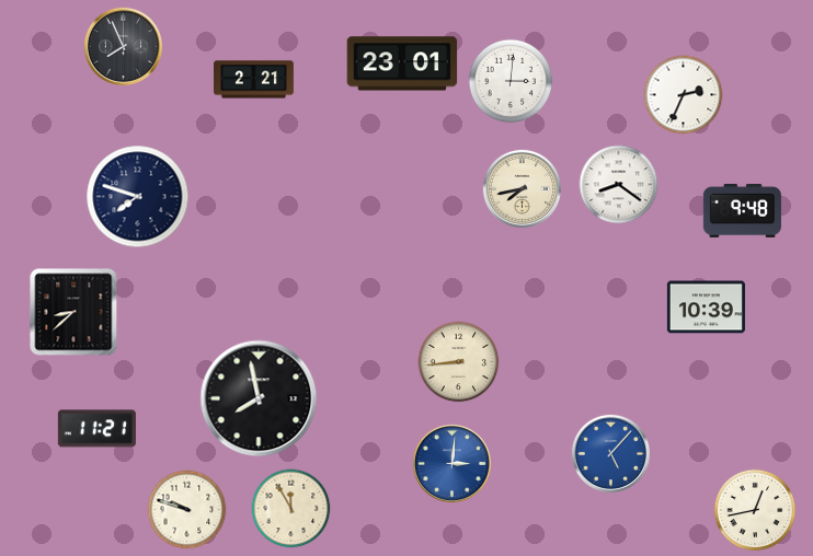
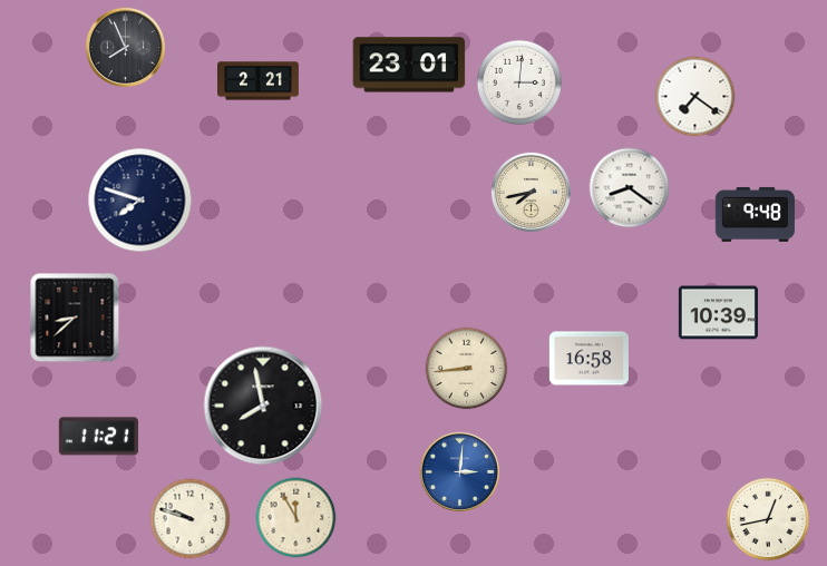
clock at (684, 95): 2:34 -> 7:21
clock at (588, 359): none -> 16:58
clock at (610, 453): 5:07 -> none
